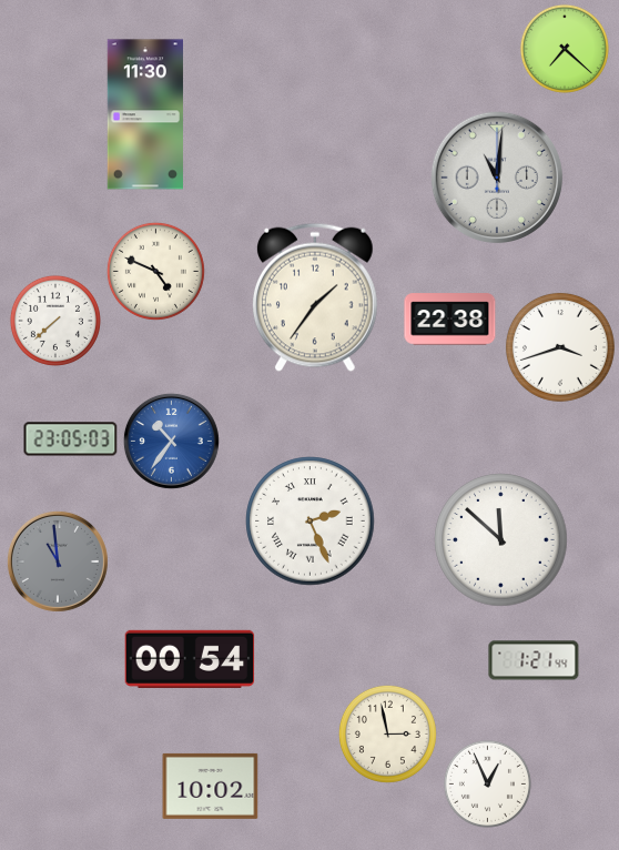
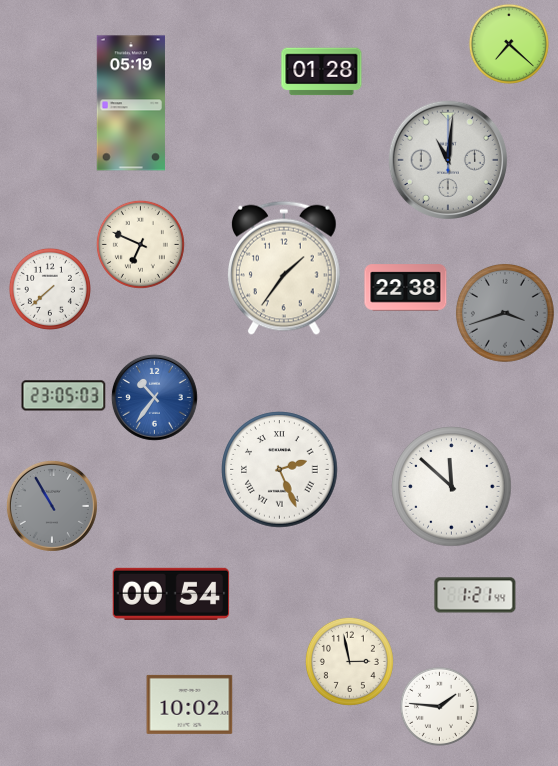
clock at (322, 72): none -> 01:28
clock at (145, 114): 11:30 -> 05:19
clock at (155, 271): 4:49 -> 6:49
clock at (560, 347) dial: white -> grey
clock at (58, 561): 10:59 -> 10:55
clock at (534, 660) position: (534, 660) -> (475, 595)
clock at (487, 783): 12:56 -> 1:46
clock at (211, 786) position: (211, 786) -> (190, 704)
